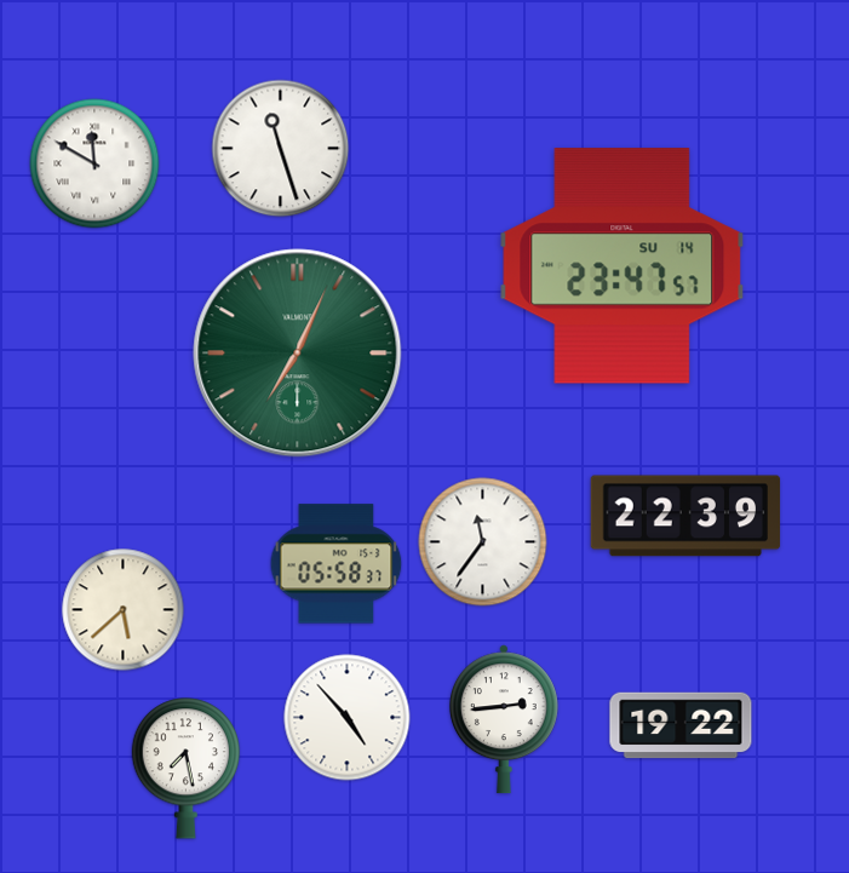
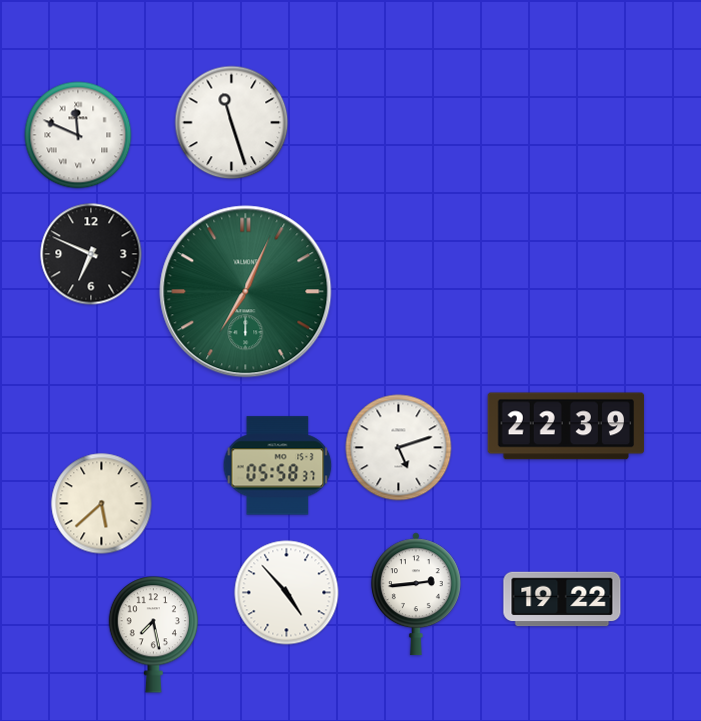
clock at (94, 163): 11:50 -> 11:49
clock at (623, 266): 23:47 -> none
clock at (91, 254): none -> 6:49
clock at (483, 542): 11:36 -> 5:12
